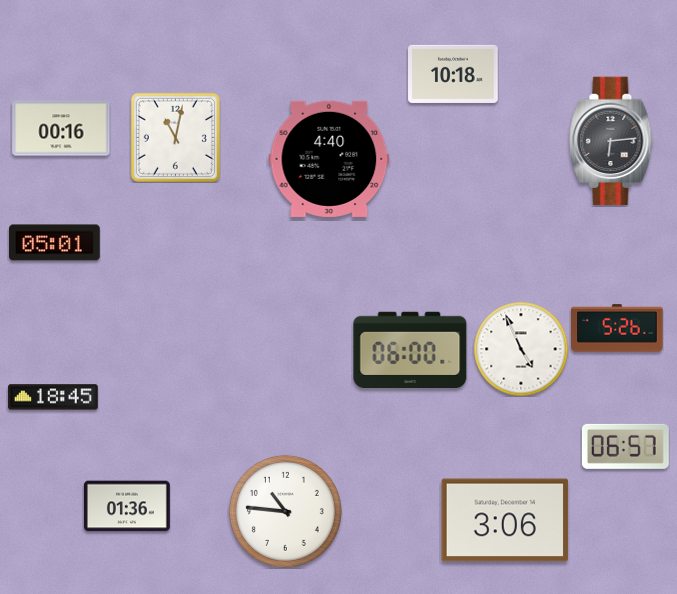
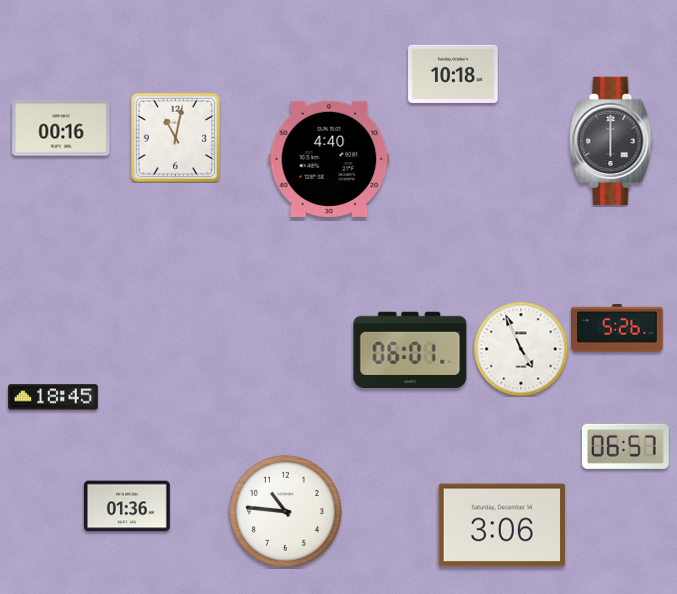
clock at (611, 141): 6:14 -> 6:00
clock at (55, 243): 05:01 -> none
clock at (410, 349): 06:00 -> 06:01
clock at (505, 520) position: (505, 520) -> (502, 525)
